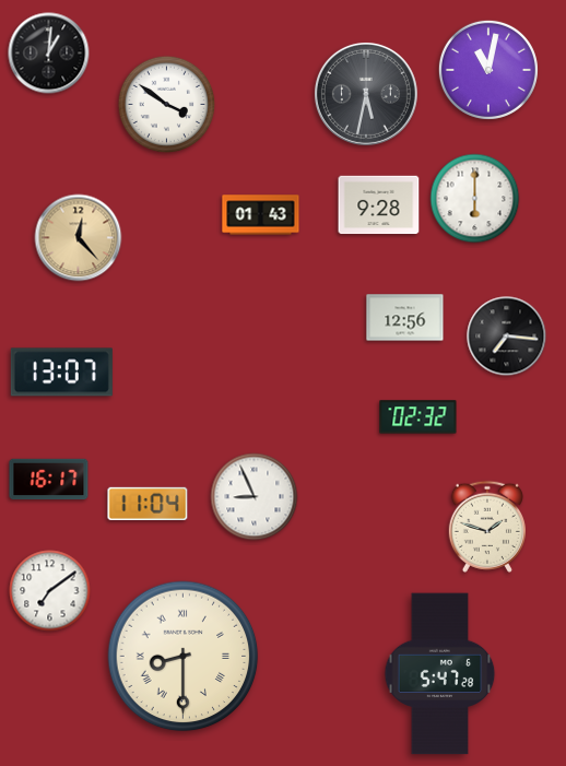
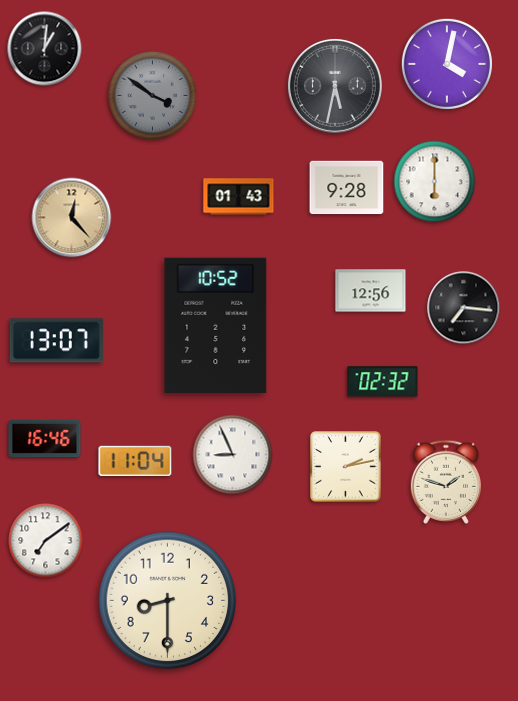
clock at (488, 70): 11:02 -> 4:02
clock at (167, 105) dial: white -> grey
clock at (216, 325): none -> 10:52
clock at (49, 480): 16:17 -> 16:46
clock at (346, 467): none -> 2:13
clock at (184, 657) numerals: Roman -> Arabic
clock at (440, 674): 5:47 -> none
